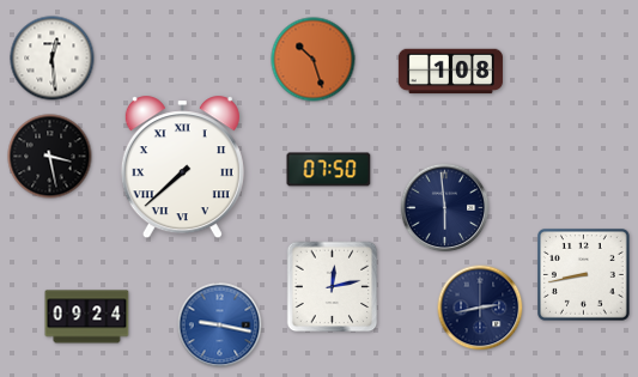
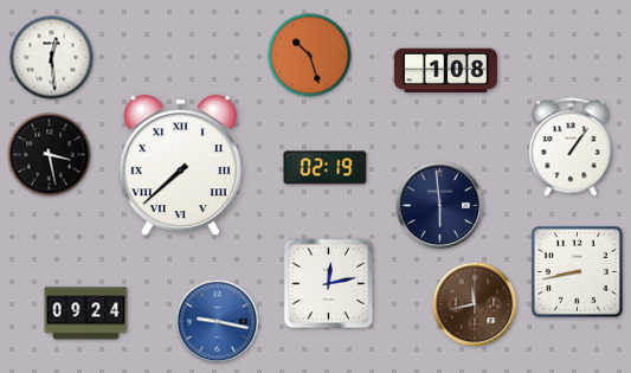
clock at (314, 60) position: (314, 60) -> (310, 56)
clock at (571, 147): none -> 1:06
clock at (329, 170): 07:50 -> 02:19
clock at (480, 308): 2:43 -> 11:43
clock at (480, 308) dial: navy -> brown
